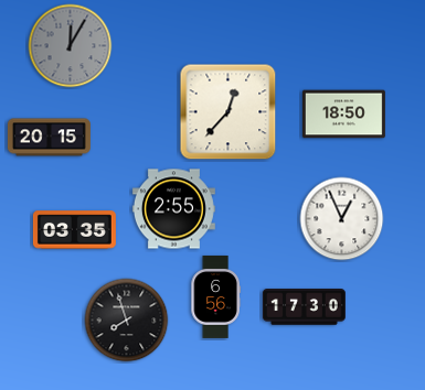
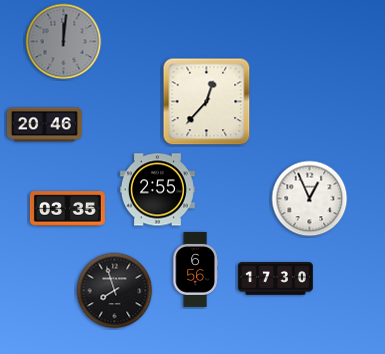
clock at (71, 46): 12:05 -> 12:01
clock at (343, 115): 18:50 -> none
clock at (49, 138): 20:15 -> 20:46
